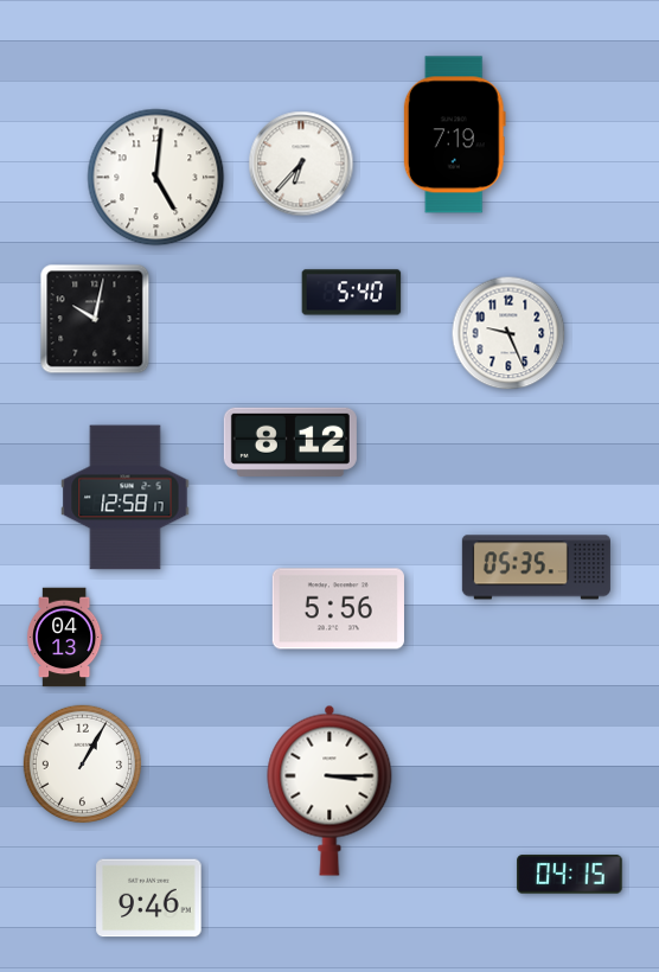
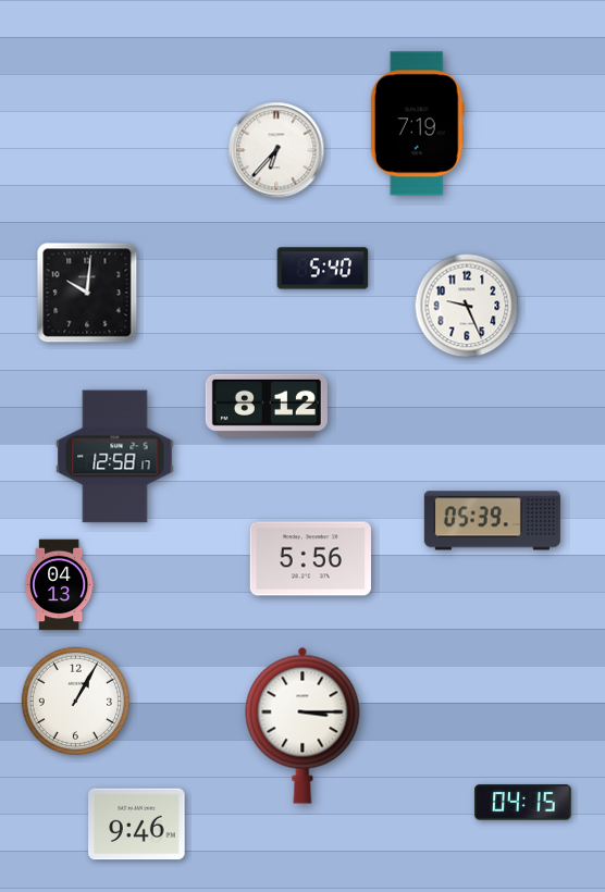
clock at (156, 178): 5:01 -> none
clock at (95, 319): 10:02 -> 10:01
clock at (536, 568): 05:35 -> 05:39
